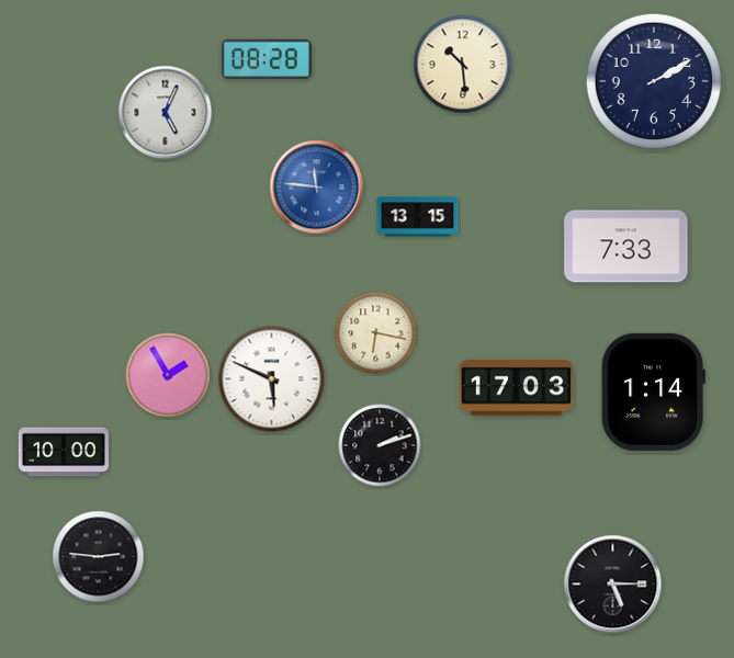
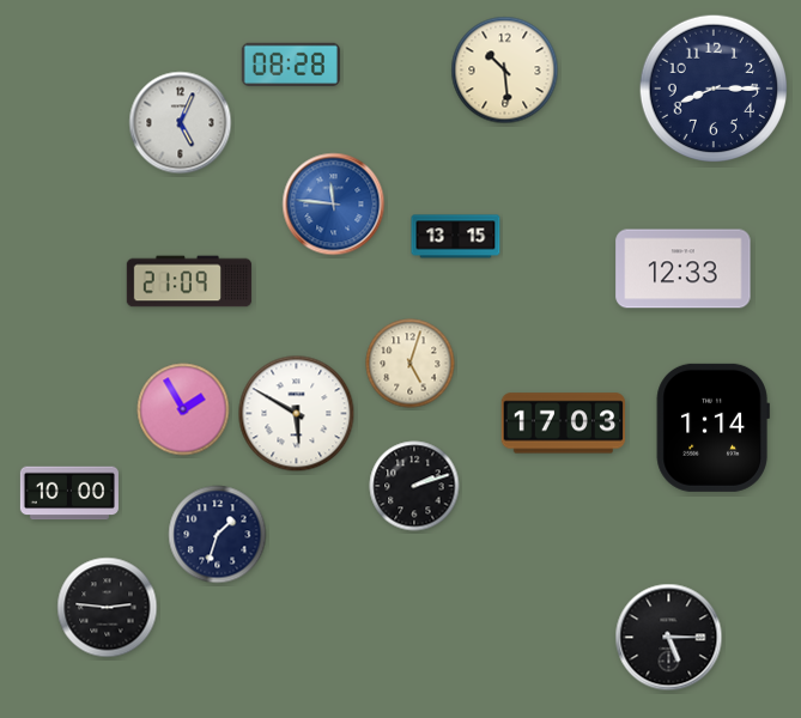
clock at (653, 81): 2:10 -> 8:15
clock at (317, 188) position: (317, 188) -> (334, 205)
clock at (626, 247): 7:33 -> 12:33
clock at (189, 281): none -> 21:09
clock at (376, 333): 6:17 -> 5:03
clock at (272, 379): 5:49 -> 5:50
clock at (218, 535): none -> 1:33
